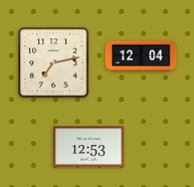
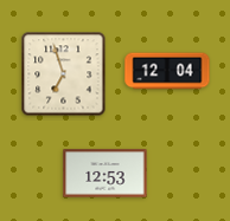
clock at (141, 56) position: (141, 56) -> (167, 71)
clock at (54, 63): 7:13 -> 6:57
